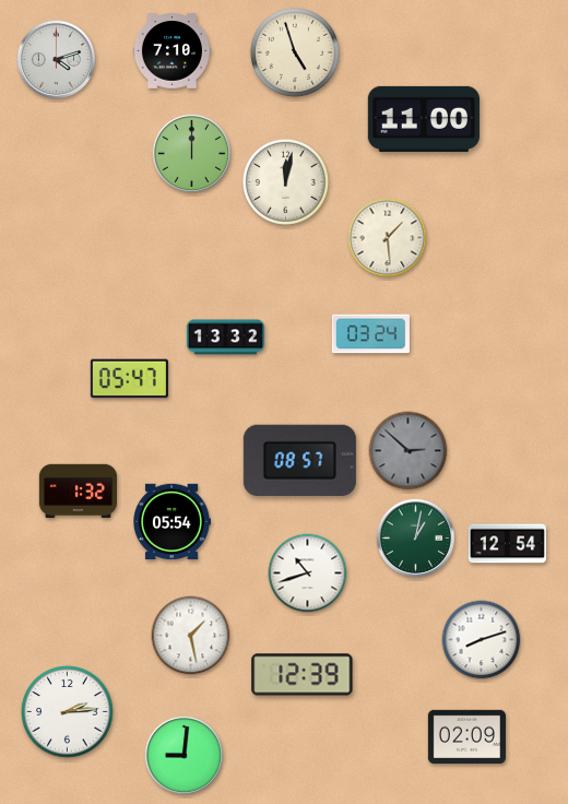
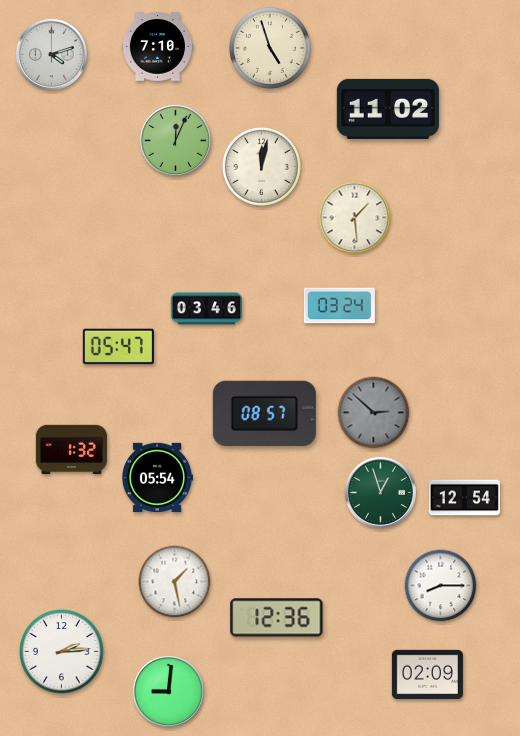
clock at (424, 119): 11:00 -> 11:02
clock at (191, 153): 12:00 -> 12:04
clock at (225, 338): 13:32 -> 03:46
clock at (299, 460) position: (299, 460) -> (264, 413)
clock at (415, 537): 1:02 -> 12:57
clock at (308, 574): 10:42 -> none
clock at (482, 640): 8:12 -> 8:15
clock at (303, 675): 12:39 -> 12:36
